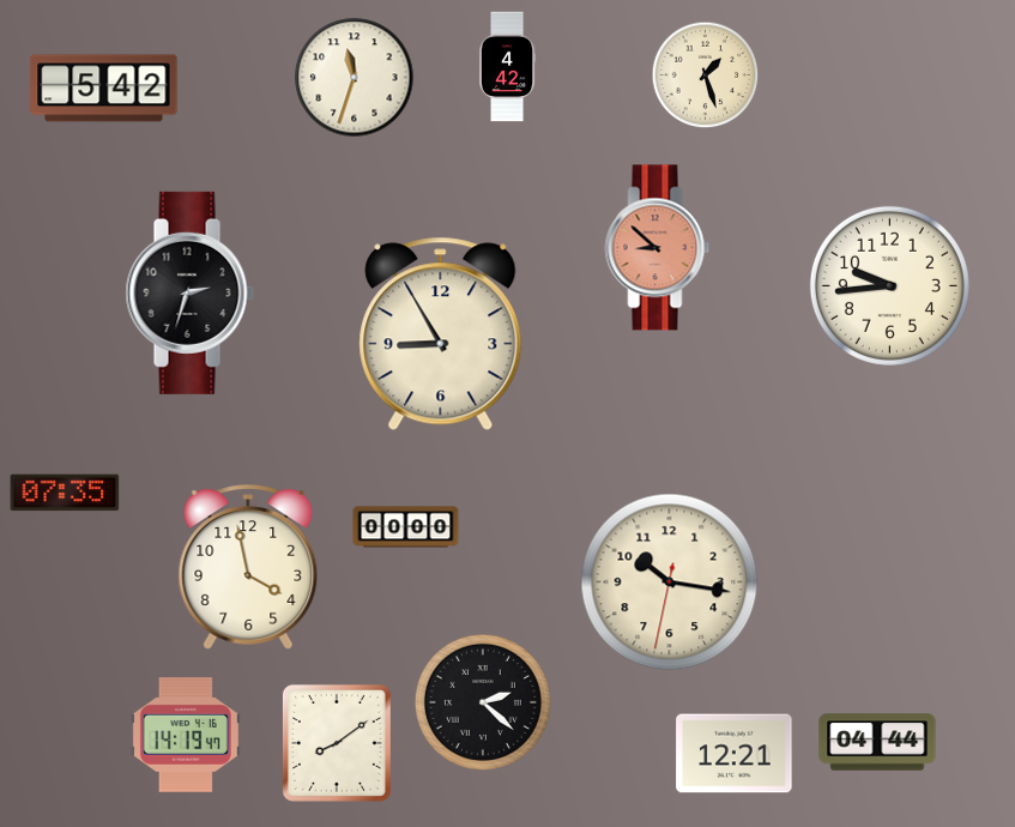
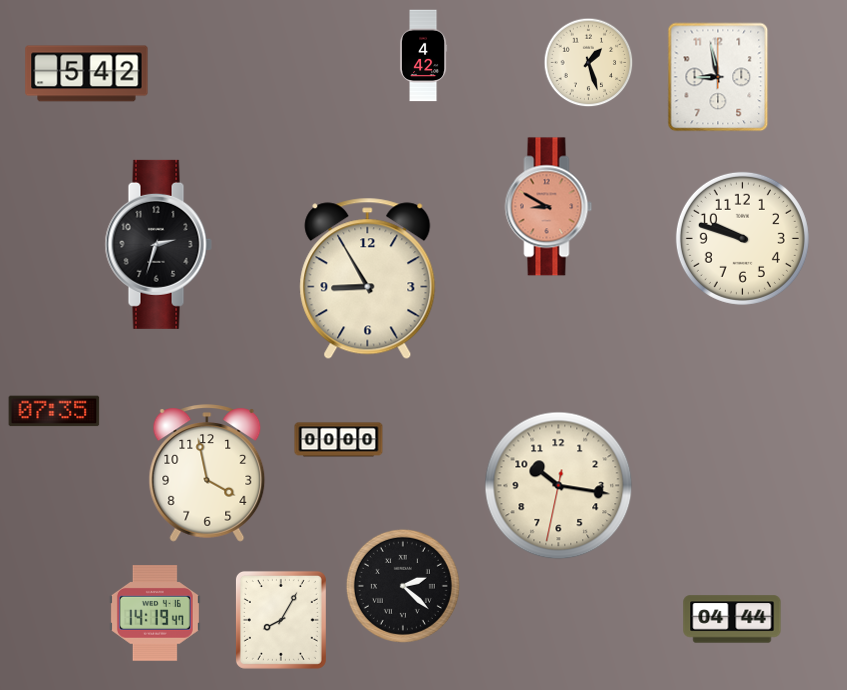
clock at (355, 78): 11:33 -> none
clock at (718, 77): none -> 8:58
clock at (658, 248): 8:52 -> 8:50
clock at (889, 285): 9:44 -> 9:48
clock at (337, 743): 8:09 -> 8:05
clock at (735, 754): 12:21 -> none
